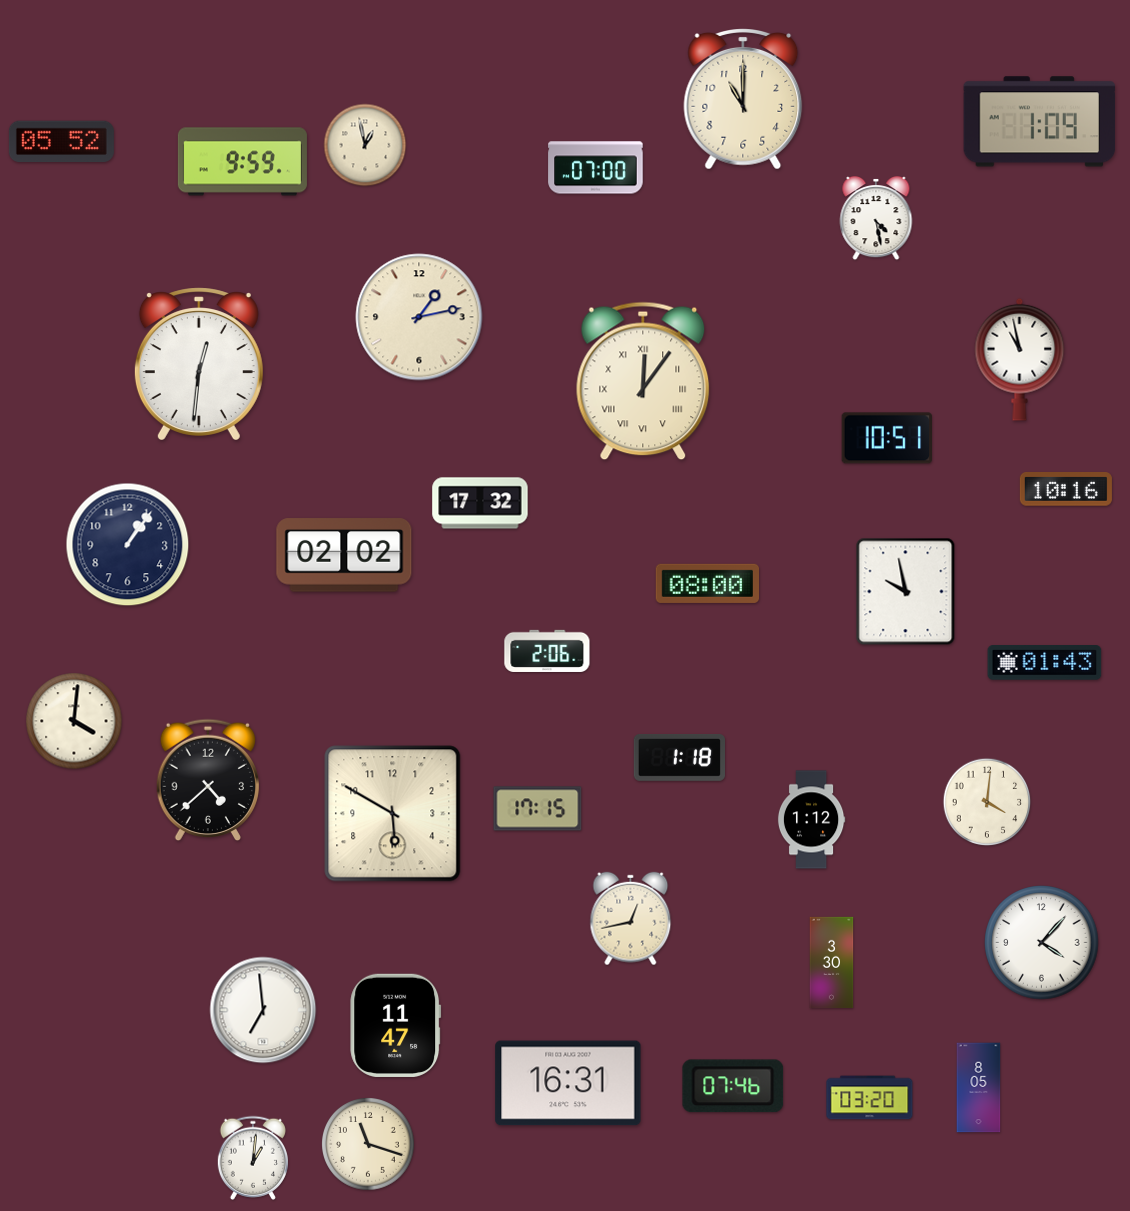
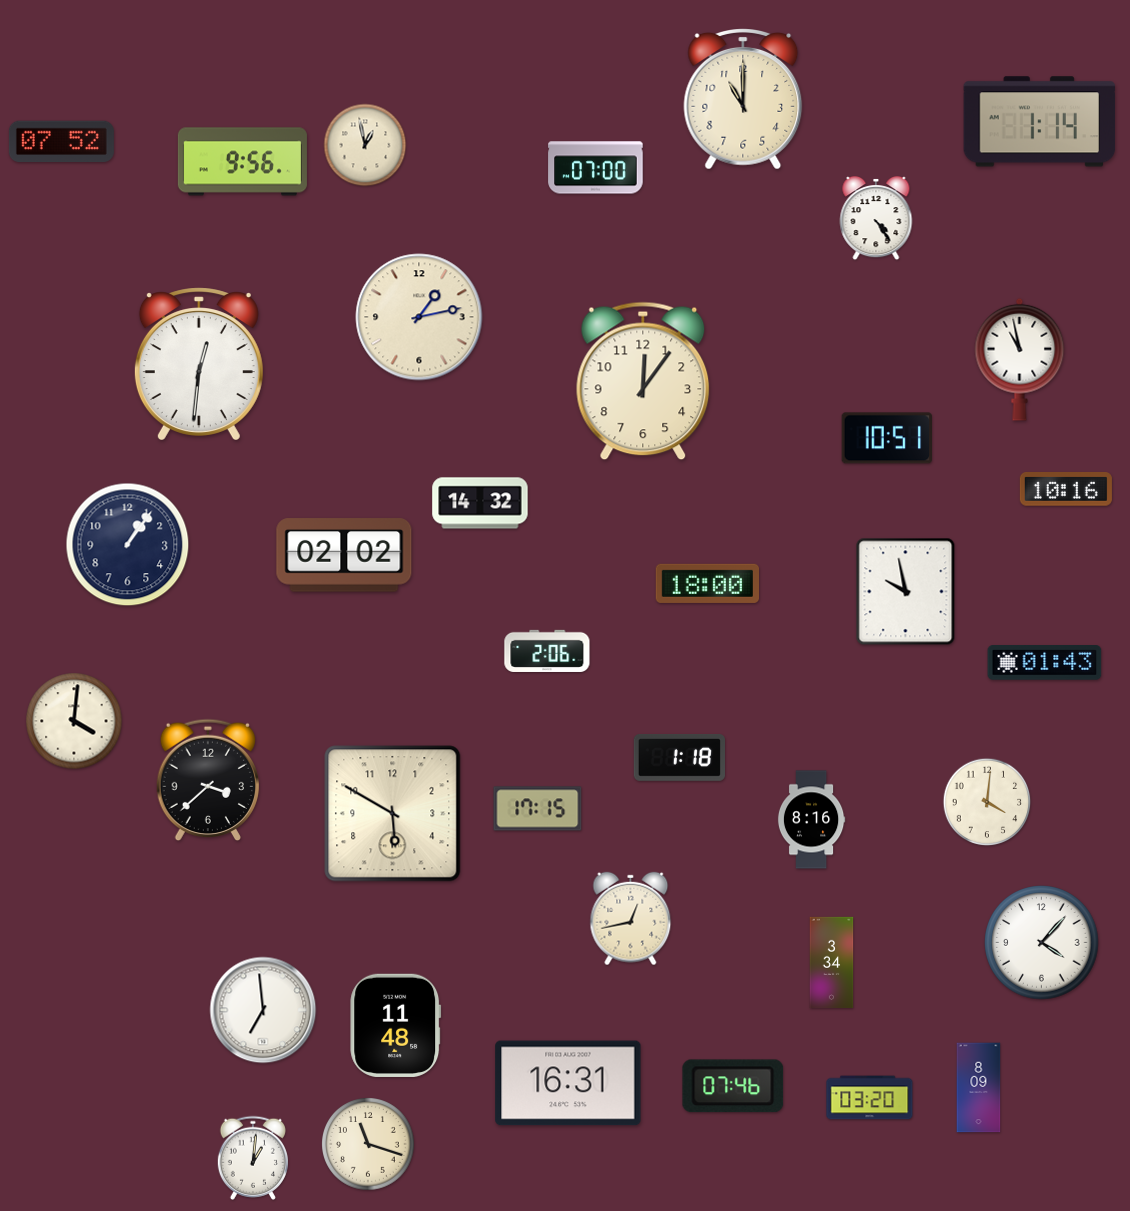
clock at (1040, 122): 1:09 -> 1:14
clock at (61, 142): 05:52 -> 07:52
clock at (242, 162): 9:59 -> 9:56
clock at (876, 219): 4:28 -> 4:24
clock at (643, 381) numerals: Roman -> Arabic
clock at (480, 503): 17:32 -> 14:32
clock at (707, 583): 08:00 -> 18:00
clock at (207, 780): 4:38 -> 3:38
clock at (811, 820): 1:12 -> 8:16
clock at (832, 963): 3:30 -> 3:34
clock at (396, 1025): 11:47 -> 11:48
clock at (979, 1088): 8:05 -> 8:09
